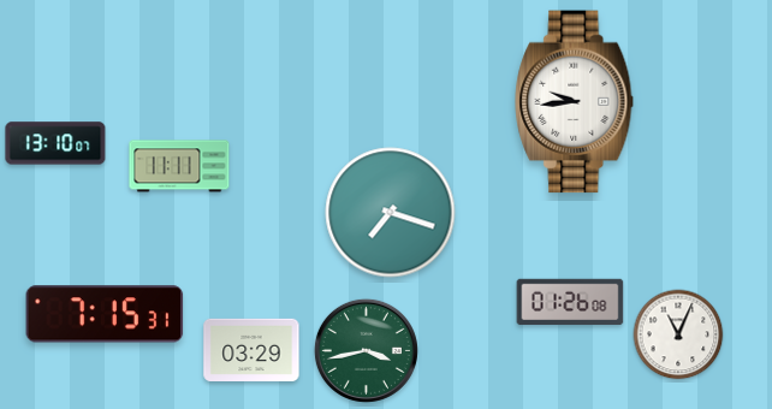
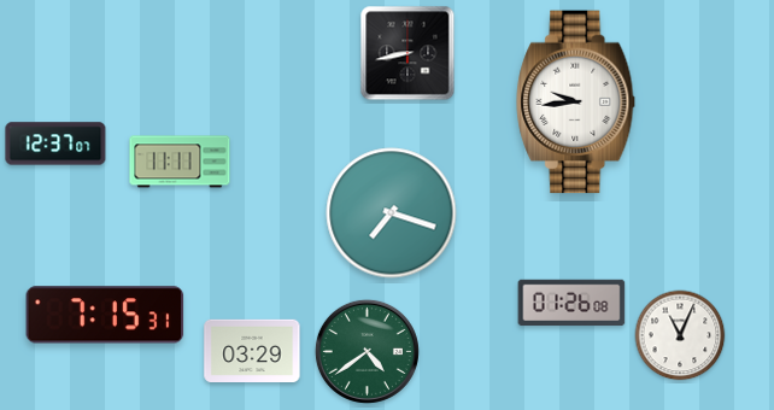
clock at (407, 53): none -> 8:43
clock at (55, 143): 13:10 -> 12:37
clock at (179, 166) position: (179, 166) -> (180, 162)
clock at (366, 350): 3:43 -> 4:39
